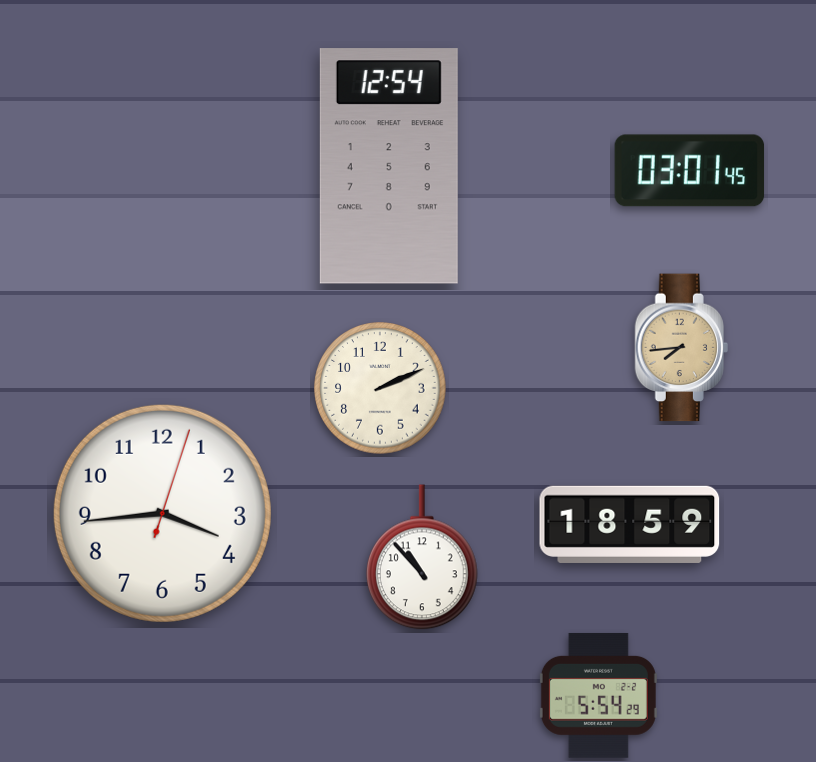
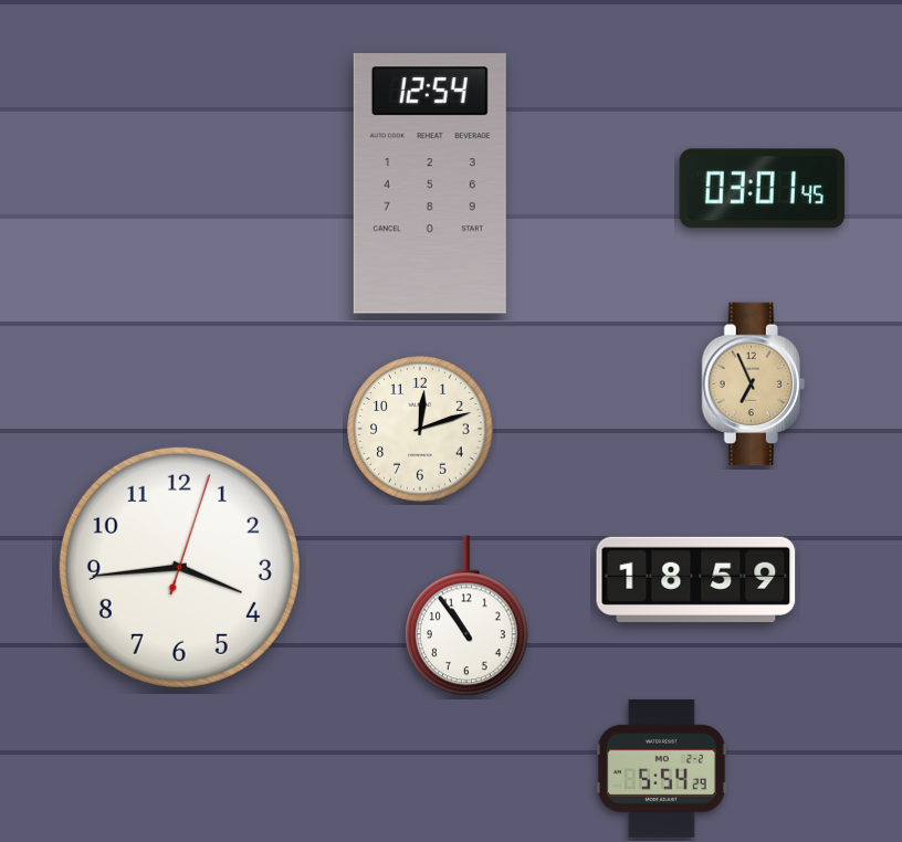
clock at (681, 348): 7:44 -> 6:56
clock at (380, 388): 2:11 -> 12:12
clock at (422, 557): 10:53 -> 10:54
